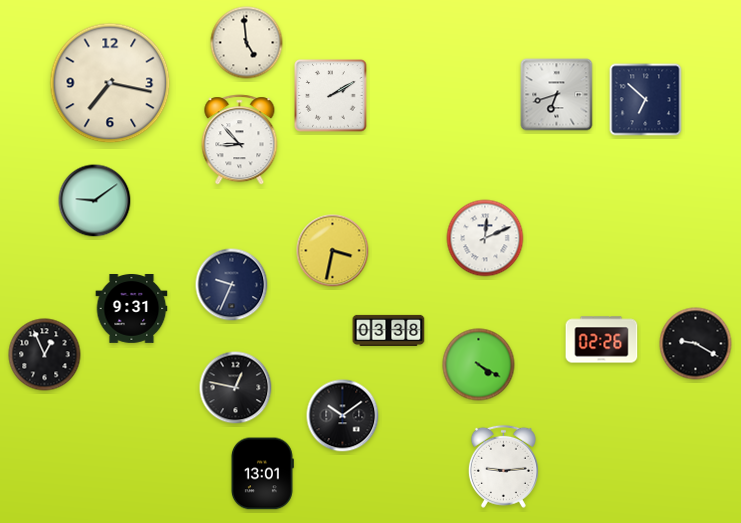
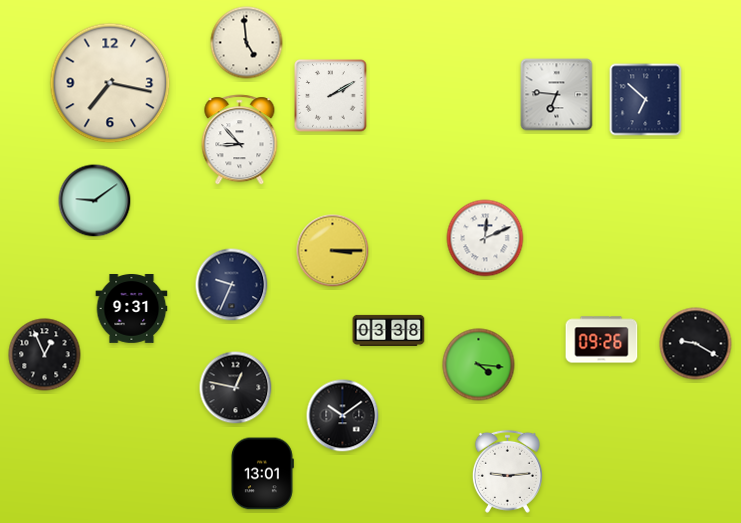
clock at (557, 95): 6:42 -> 6:46
clock at (333, 251): 3:32 -> 3:15
clock at (602, 340): 02:26 -> 09:26
clock at (479, 365): 4:20 -> 4:16
clock at (503, 466) position: (503, 466) -> (507, 471)
